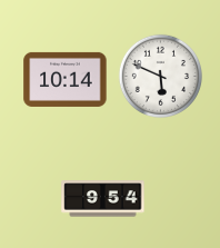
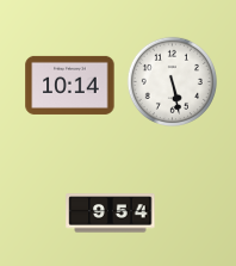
clock at (160, 76): 5:49 -> 5:28
